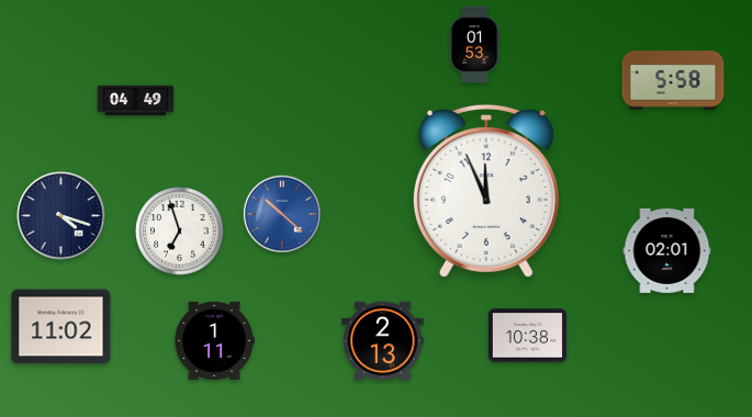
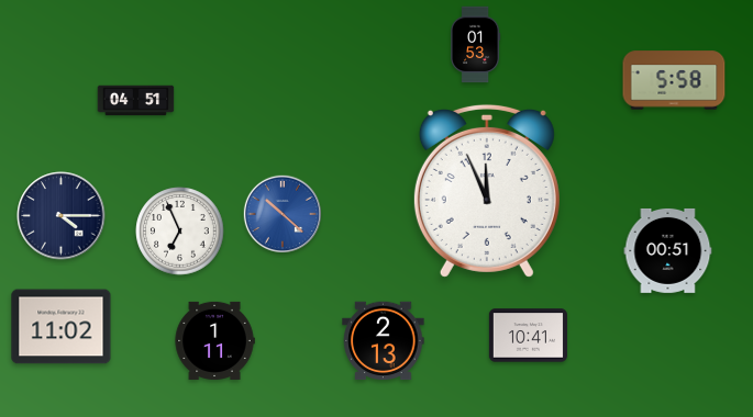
clock at (136, 101): 04:49 -> 04:51
clock at (61, 216): 4:18 -> 4:15
clock at (180, 232): 6:57 -> 6:56
clock at (667, 250): 02:01 -> 00:51
clock at (527, 336): 10:38 -> 10:41
